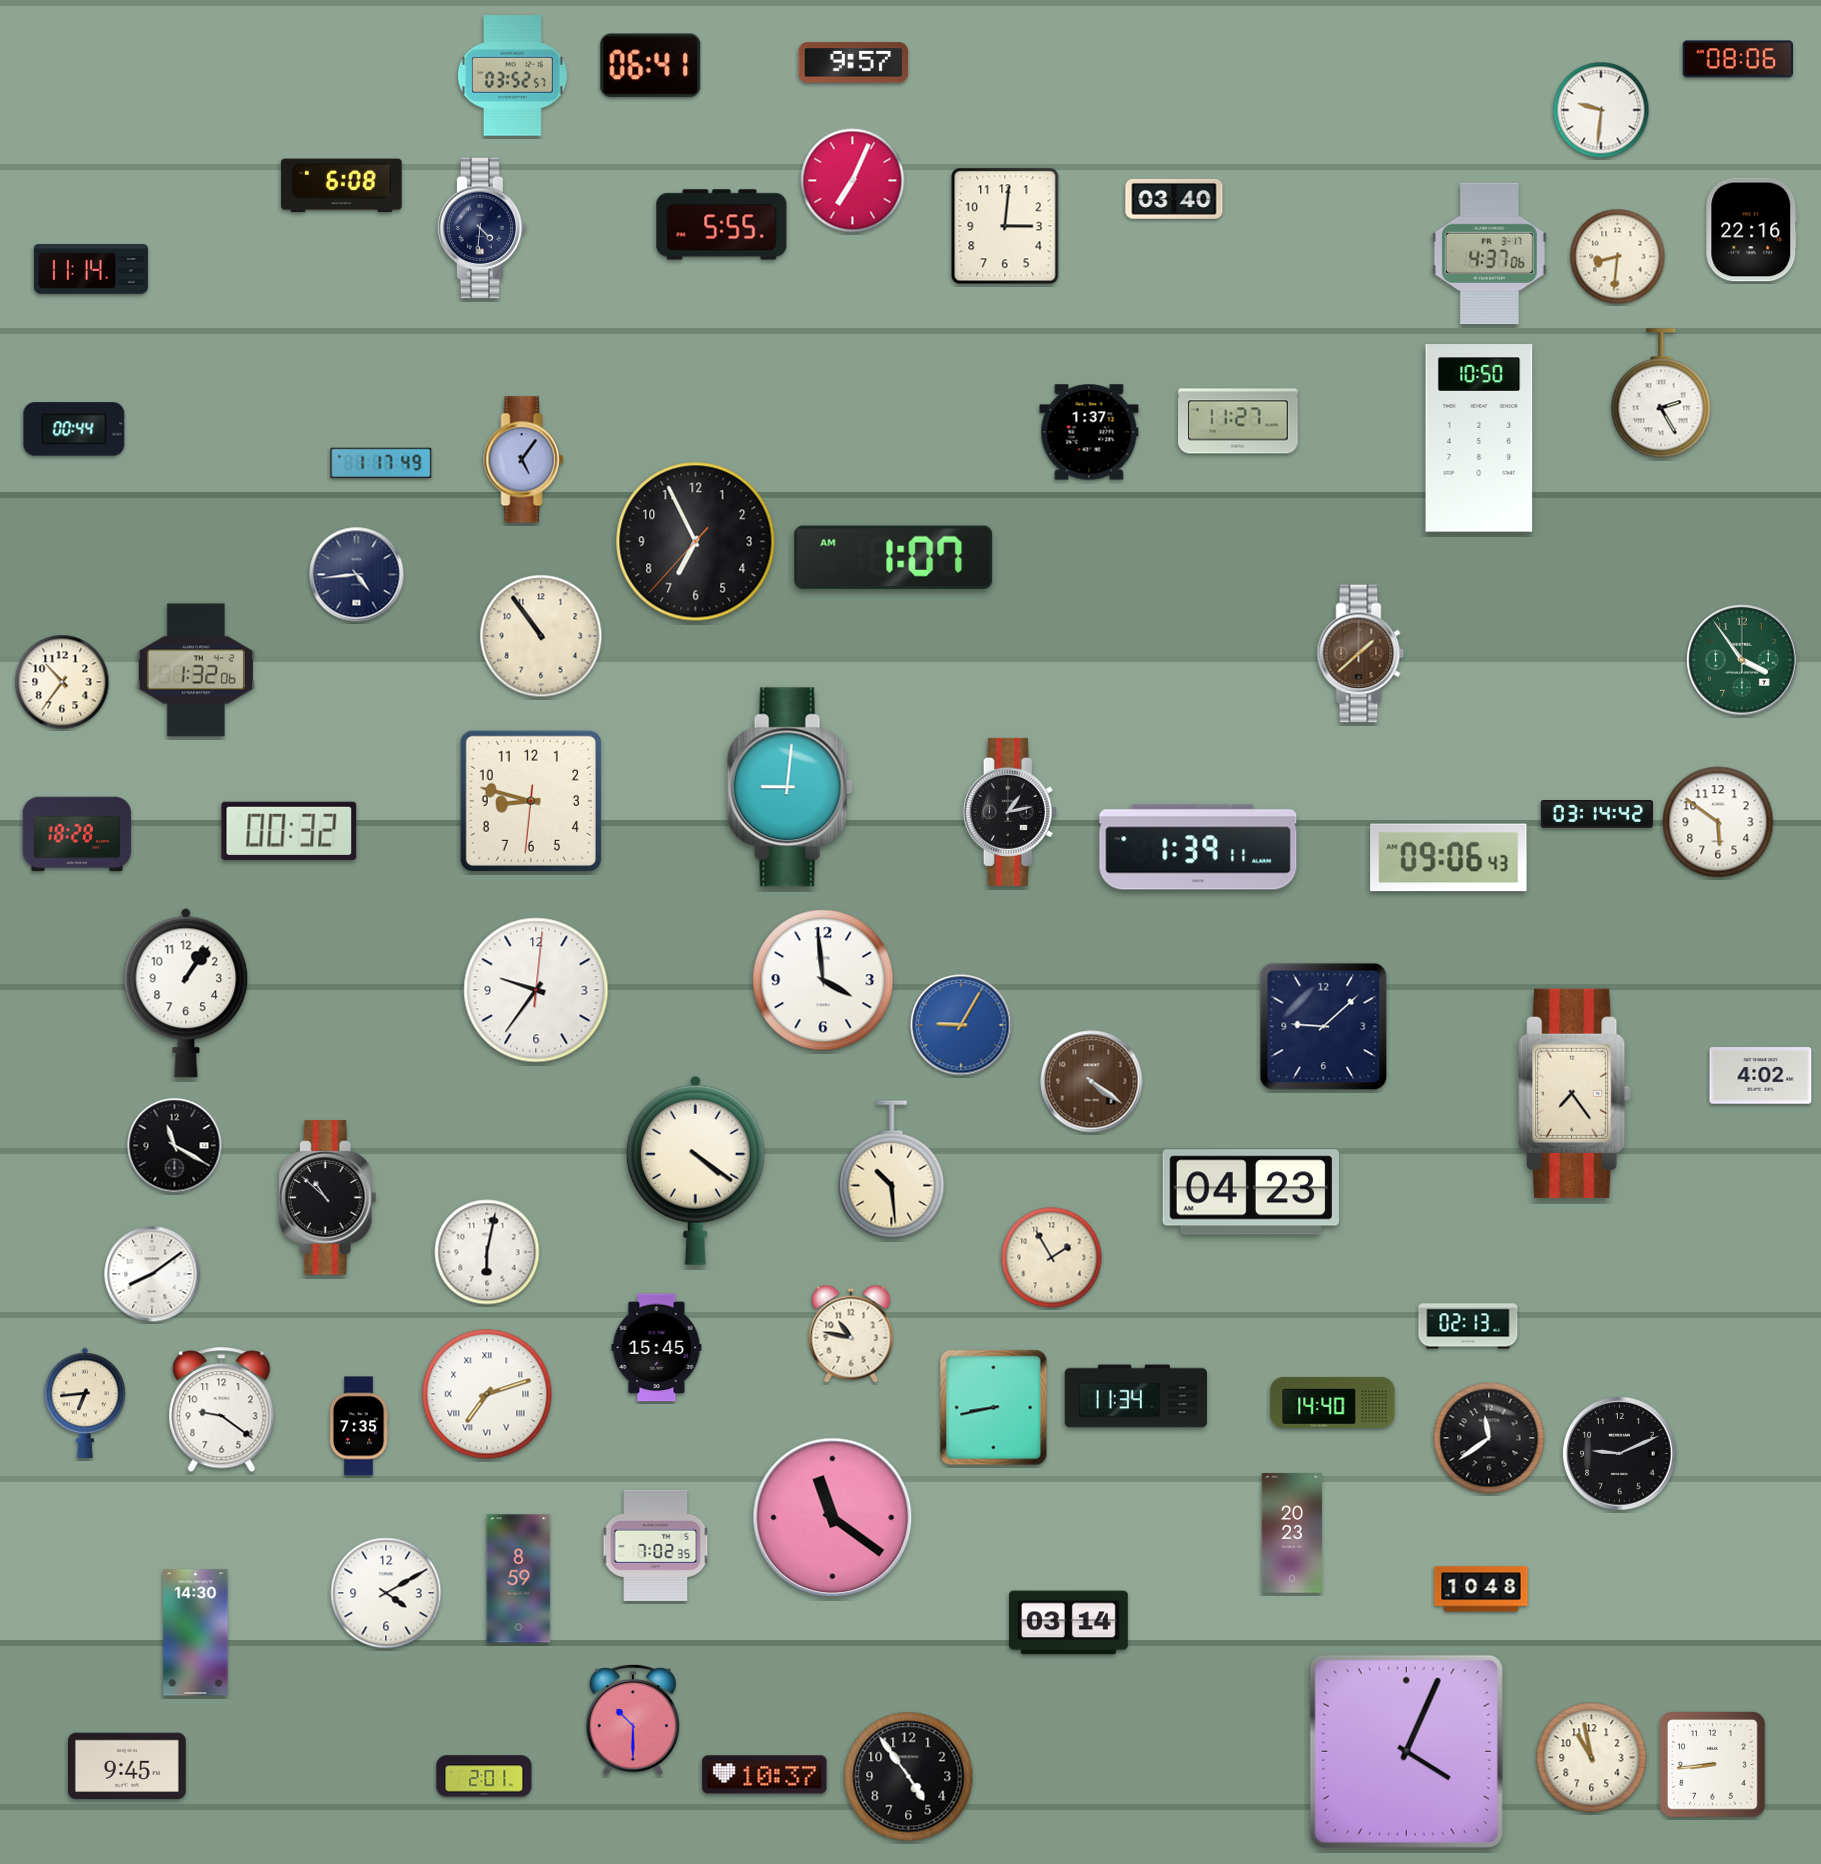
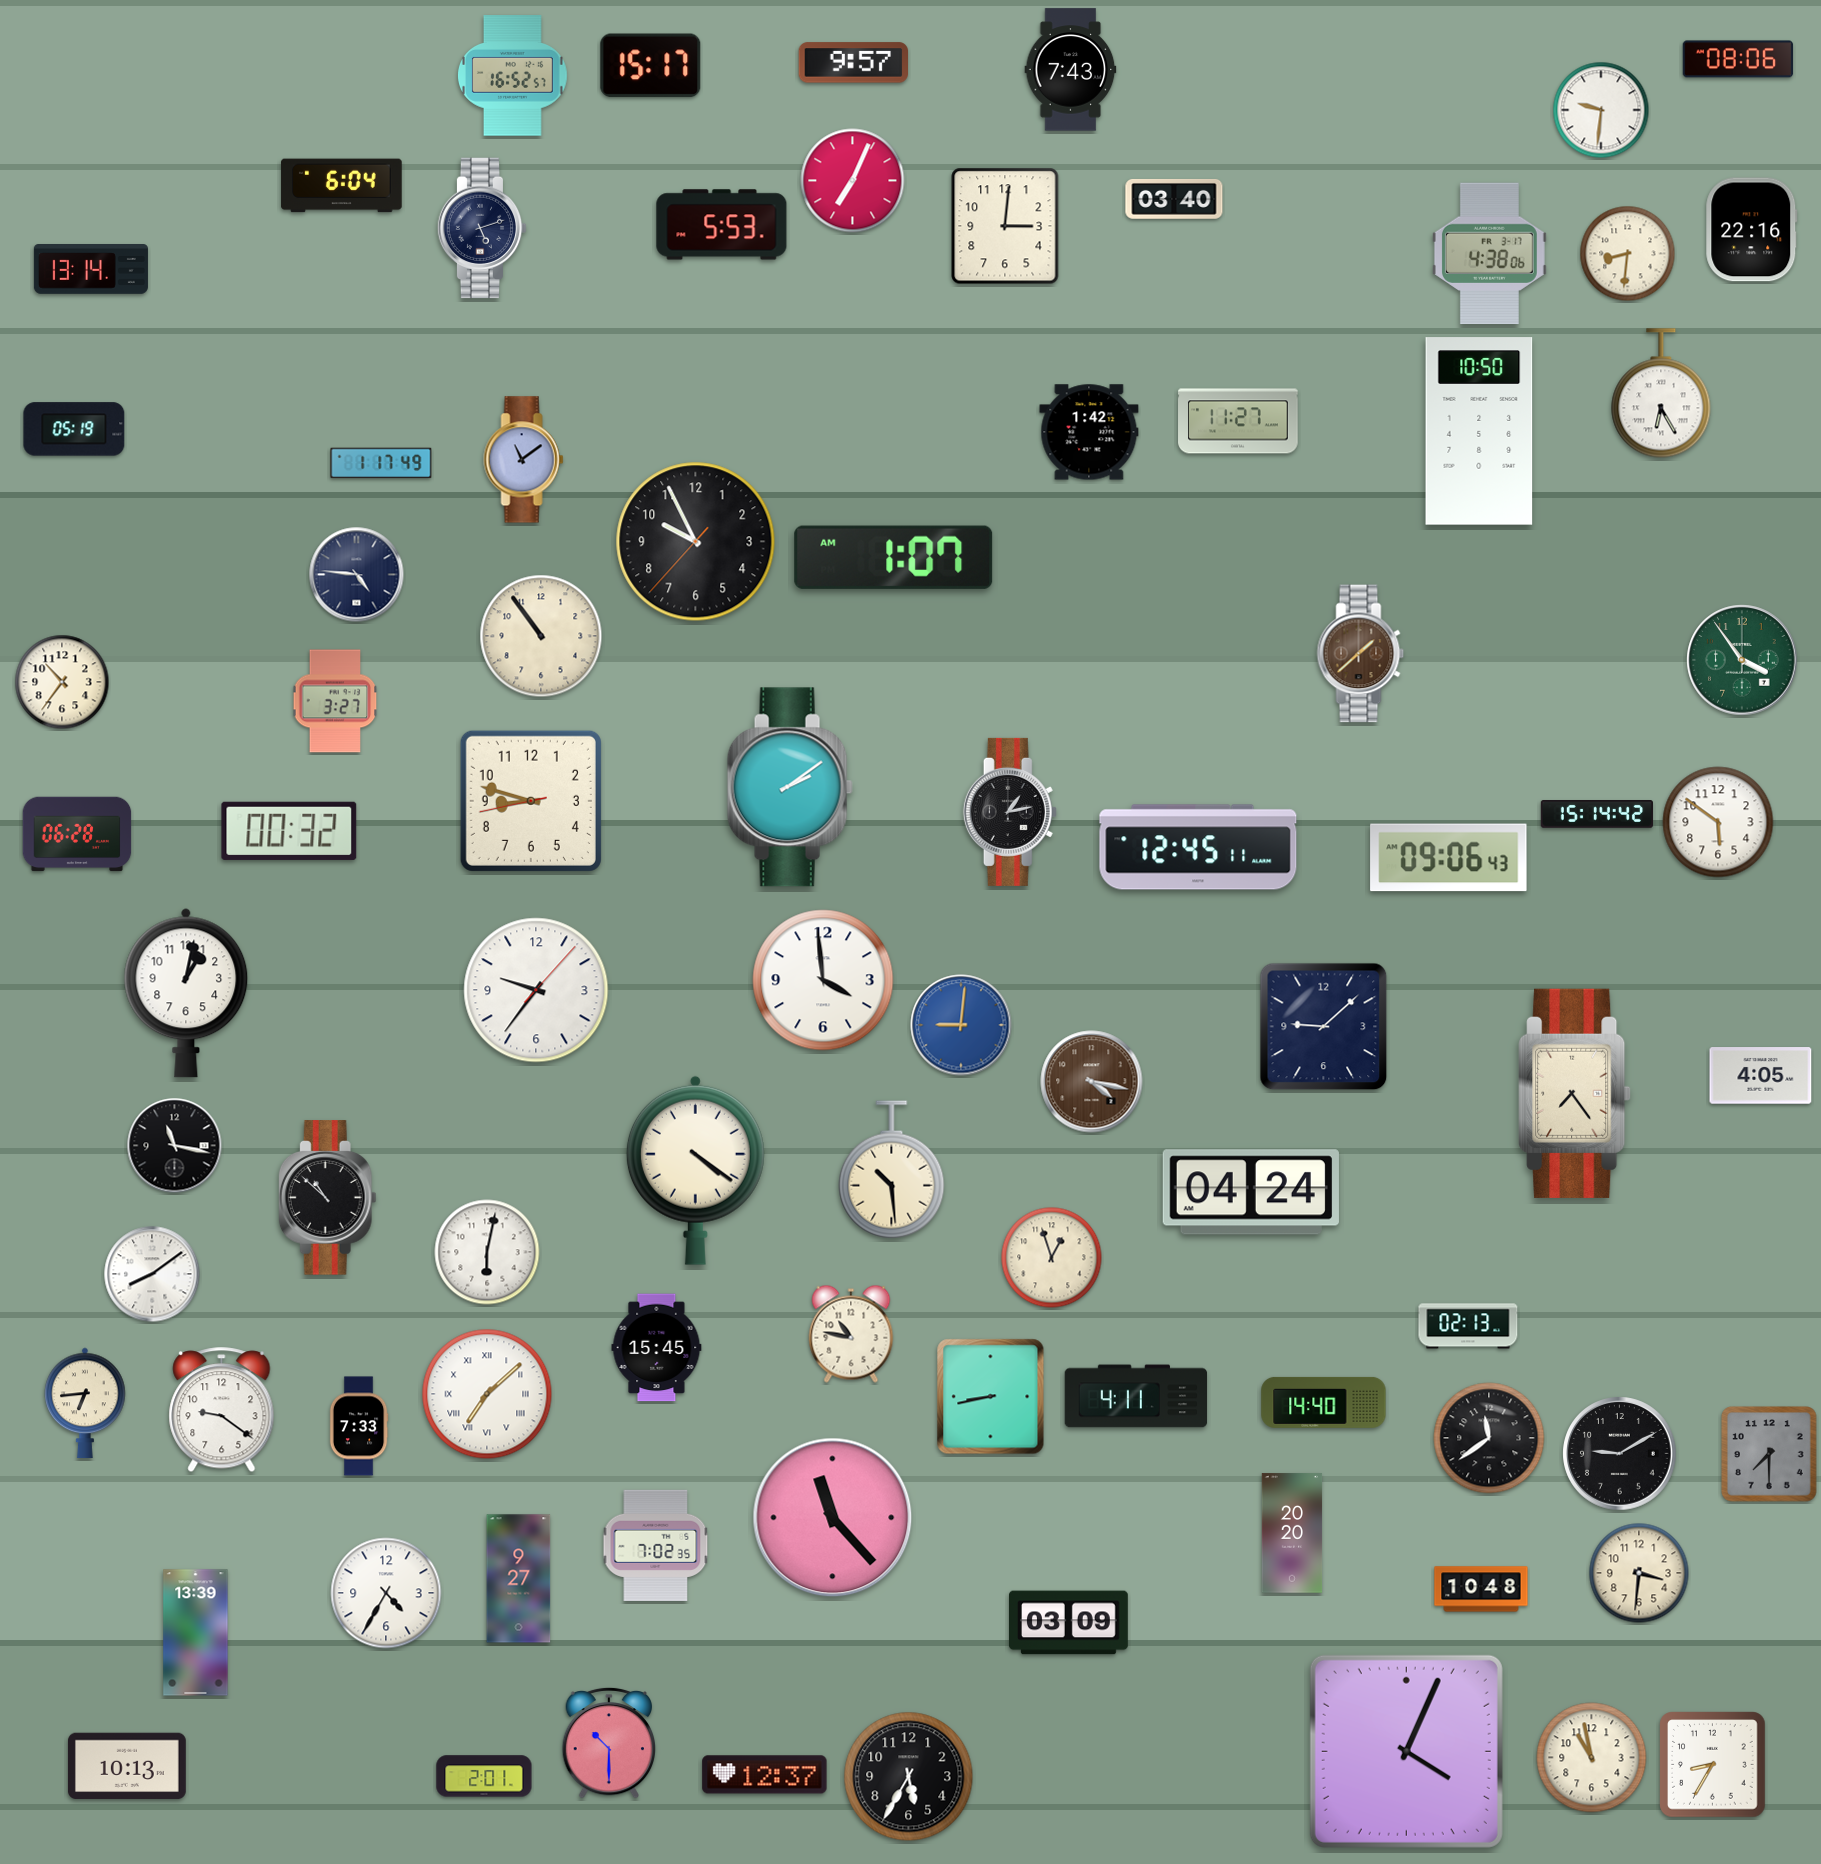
clock at (651, 66): 06:41 -> 15:17
clock at (1071, 70): none -> 7:43
clock at (513, 76): 03:52 -> 16:52
clock at (342, 186): 6:08 -> 6:04
clock at (722, 225): 5:55 -> 5:53
clock at (482, 228): 4:31 -> 5:12
clock at (1489, 254): 4:37 -> 4:38
clock at (1618, 257) position: (1618, 257) -> (1628, 254)
clock at (91, 270): 11:14 -> 13:14
clock at (1661, 393): 2:25 -> 6:25
clock at (74, 429): 00:44 -> 05:19
clock at (1089, 432): 1:37 -> 1:42
clock at (1479, 438) position: (1479, 438) -> (1479, 431)
clock at (524, 460): 5:06 -> 11:09
clock at (696, 542): 6:55 -> 9:55
clock at (357, 575): 4:44 -> 4:46
clock at (196, 670): 1:32 -> none
clock at (335, 701): none -> 3:27
clock at (790, 787): 9:01 -> 2:09
clock at (531, 801): 8:47:31 -> 8:47:43
clock at (1597, 815): 03:14 -> 15:14
clock at (77, 834): 18:28 -> 06:28
clock at (1198, 847): 1:39 -> 12:45
clock at (536, 990): 9:36:01 -> 9:36:07
clock at (186, 993): 1:06 -> 1:02
clock at (961, 1025): 9:05 -> 9:01
clock at (1761, 1076): 4:02 -> 4:05
clock at (1092, 1082): 4:21 -> 4:17
clock at (175, 1146): 11:20 -> 11:17
clock at (1251, 1192): 04:23 -> 04:24
clock at (1052, 1258): 1:55 -> 12:57
clock at (487, 1394): 7:12 -> 7:08
clock at (1136, 1396): 11:34 -> 4:11
clock at (1333, 1402) position: (1333, 1402) -> (1324, 1402)
clock at (994, 1408) position: (994, 1408) -> (991, 1397)
clock at (359, 1426): 7:35 -> 7:33
clock at (1620, 1454): 9:11 -> 9:10
clock at (1769, 1454): none -> 7:30
clock at (833, 1518): 11:21 -> 11:23
clock at (1292, 1533): 20:23 -> 20:20
clock at (1639, 1573): none -> 3:31
clock at (519, 1579): 8:59 -> 9:27
clock at (386, 1593): 4:10 -> 4:35
clock at (1069, 1623): 03:14 -> 03:09
clock at (196, 1633): 14:30 -> 13:39
clock at (633, 1720) position: (633, 1720) -> (609, 1743)
clock at (1713, 1765): 8:44 -> 8:35
clock at (127, 1766): 9:45 -> 10:13
clock at (765, 1775): 10:37 -> 12:37
clock at (909, 1777): 4:54 -> 5:35
